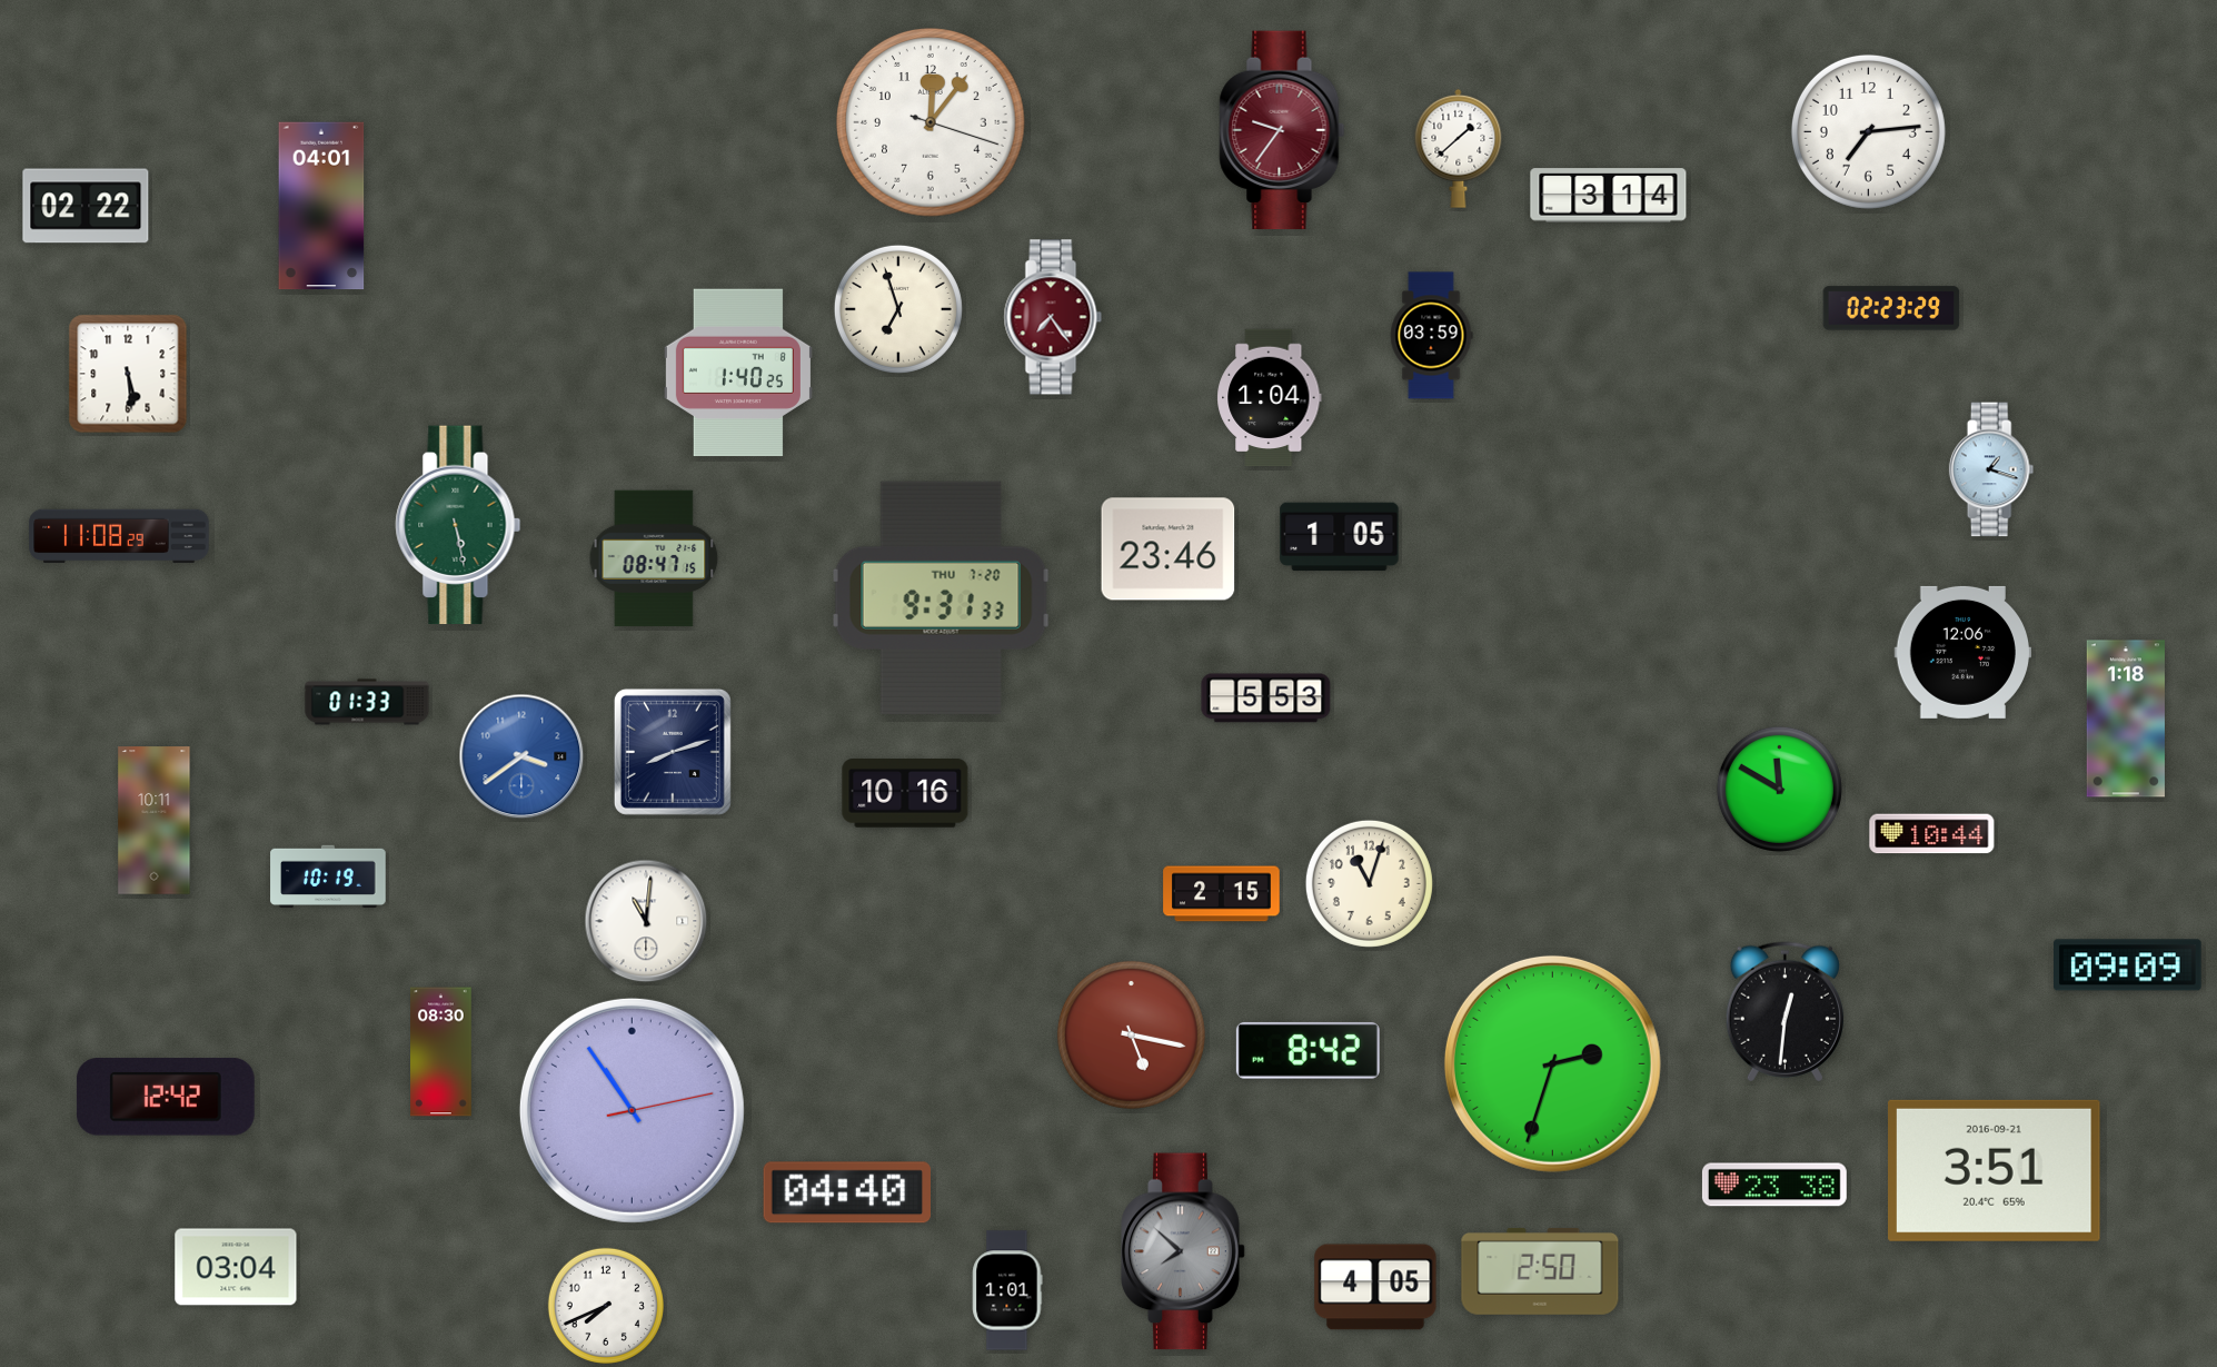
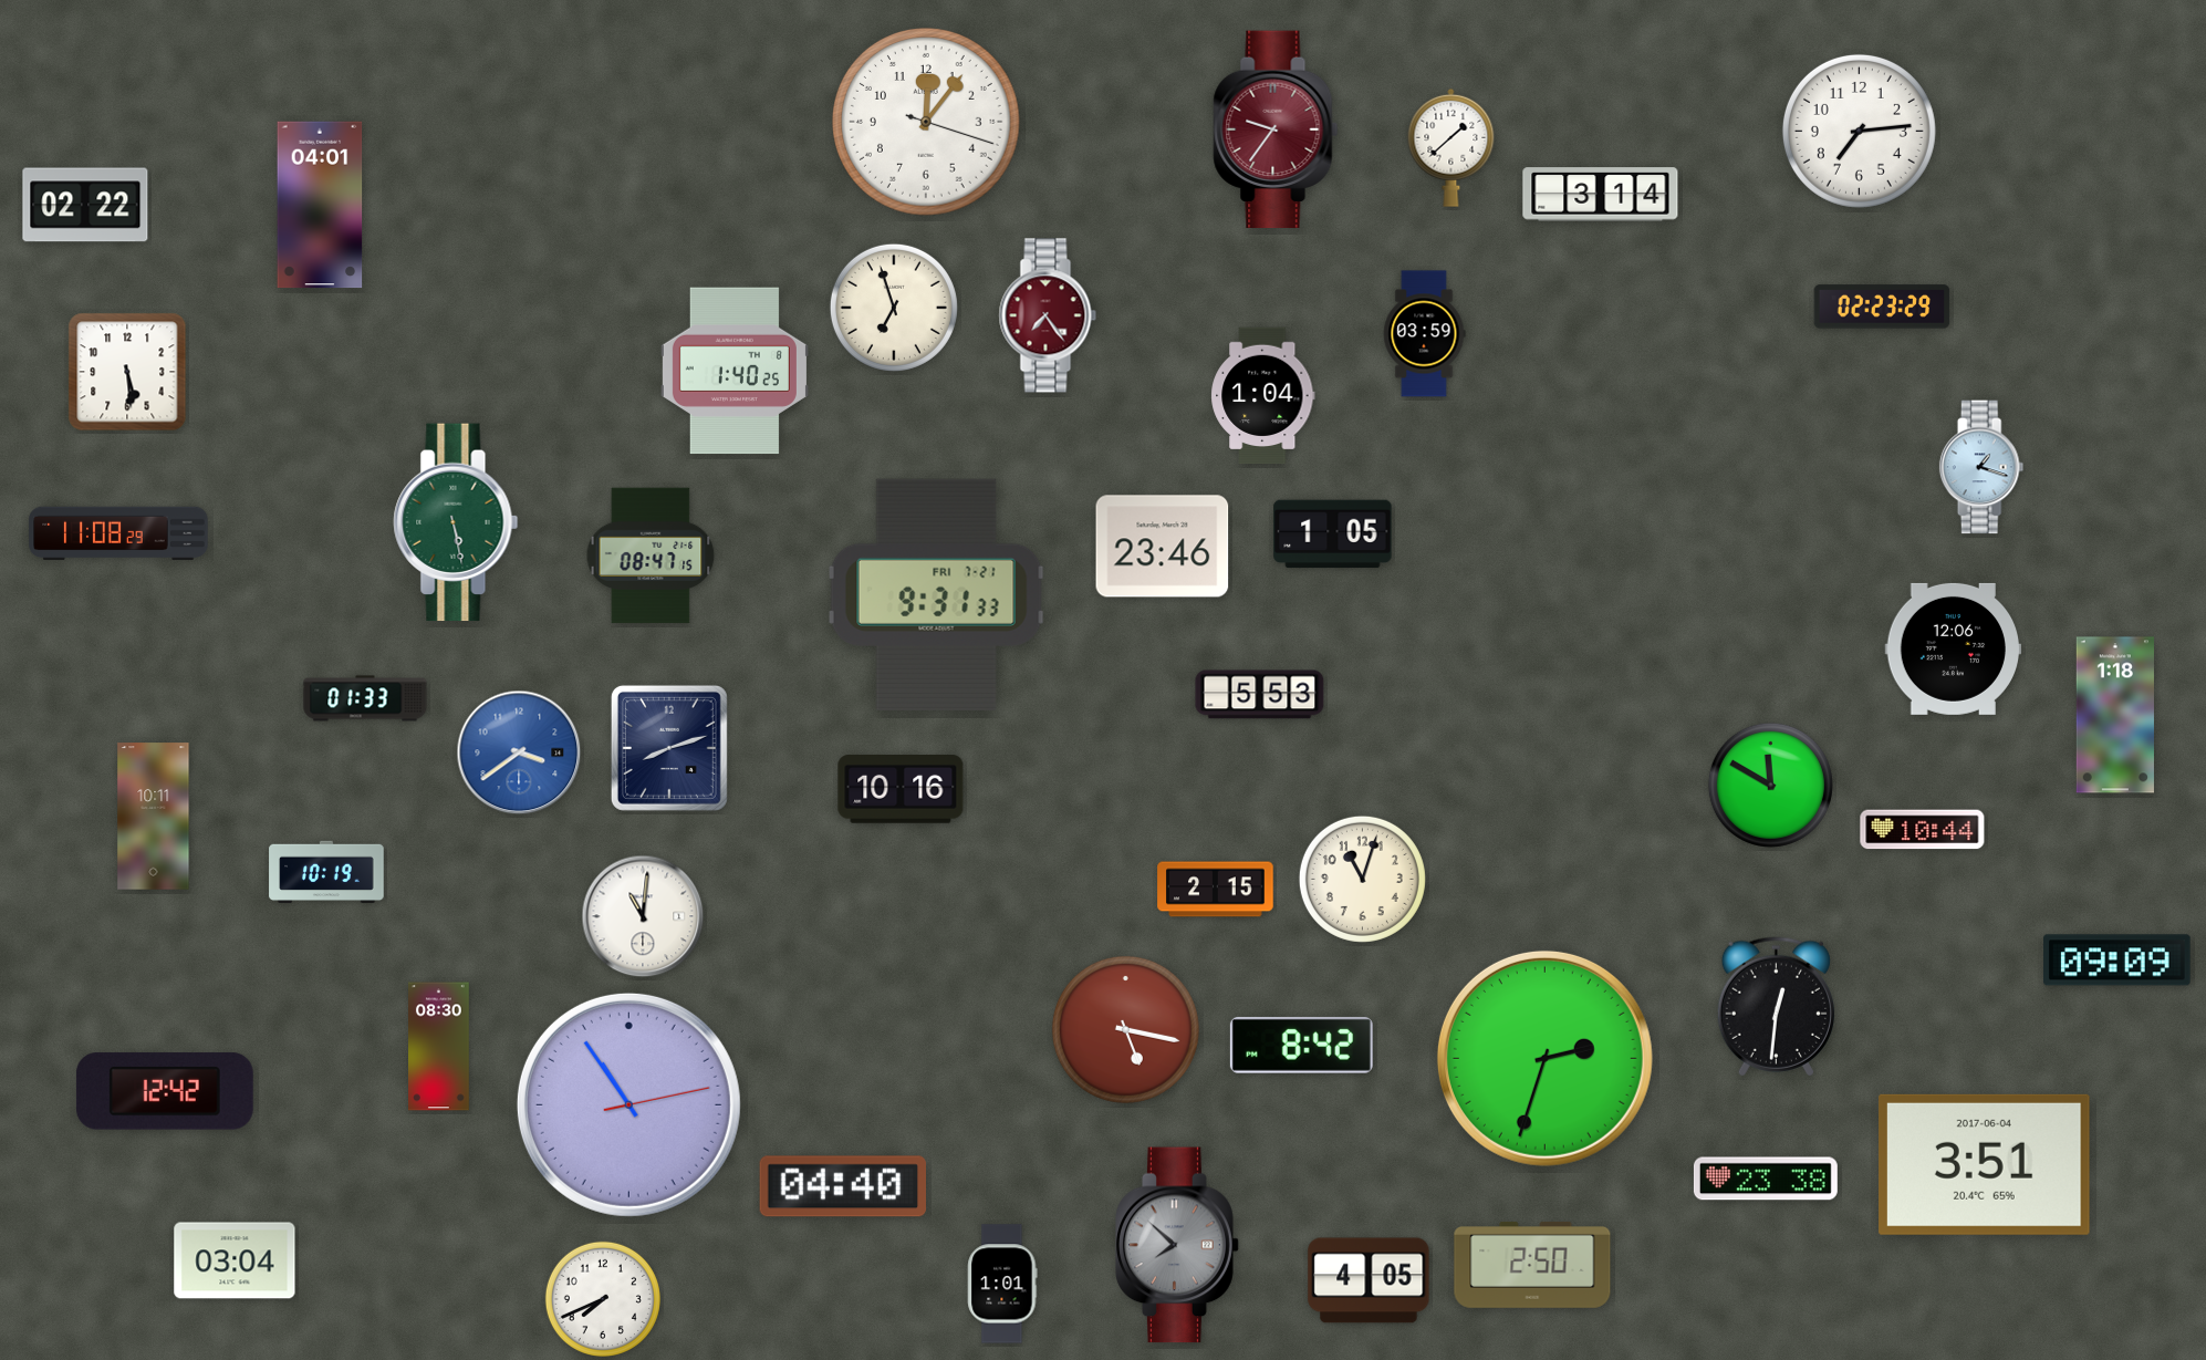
clock at (941, 597) date: THU 7-20 -> FRI 7-21
clock at (1995, 1170) date: 2016-09-21 -> 2017-06-04
